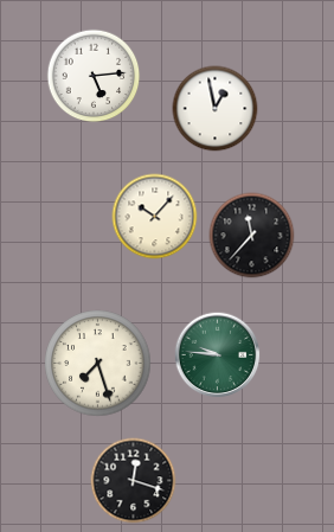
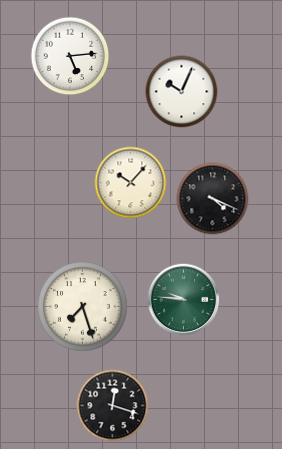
clock at (94, 76) position: (94, 76) -> (70, 56)
clock at (216, 109): 12:58 -> 10:04
clock at (252, 236): 11:37 -> 4:19
